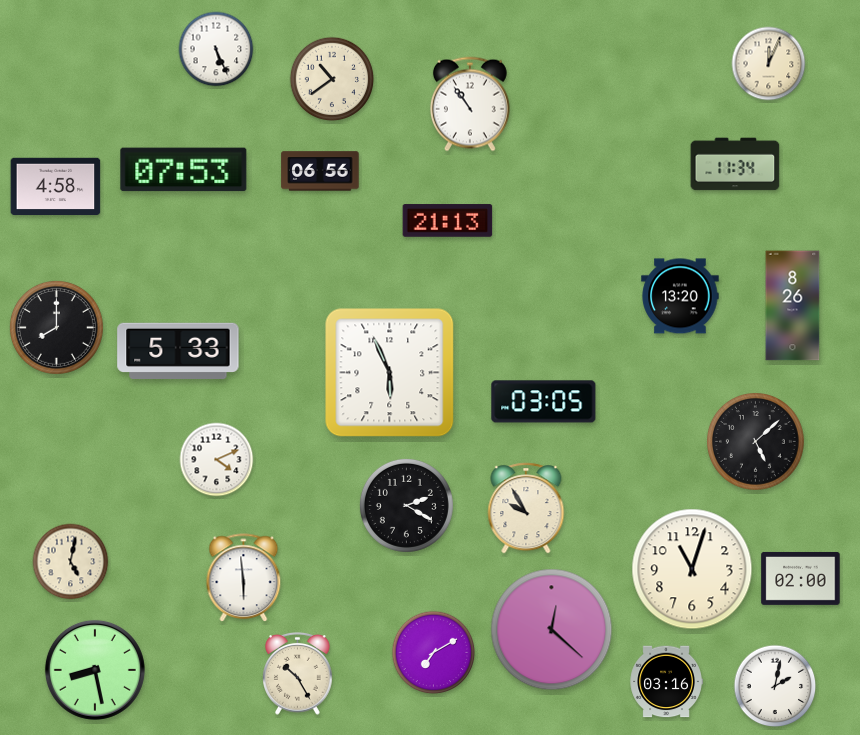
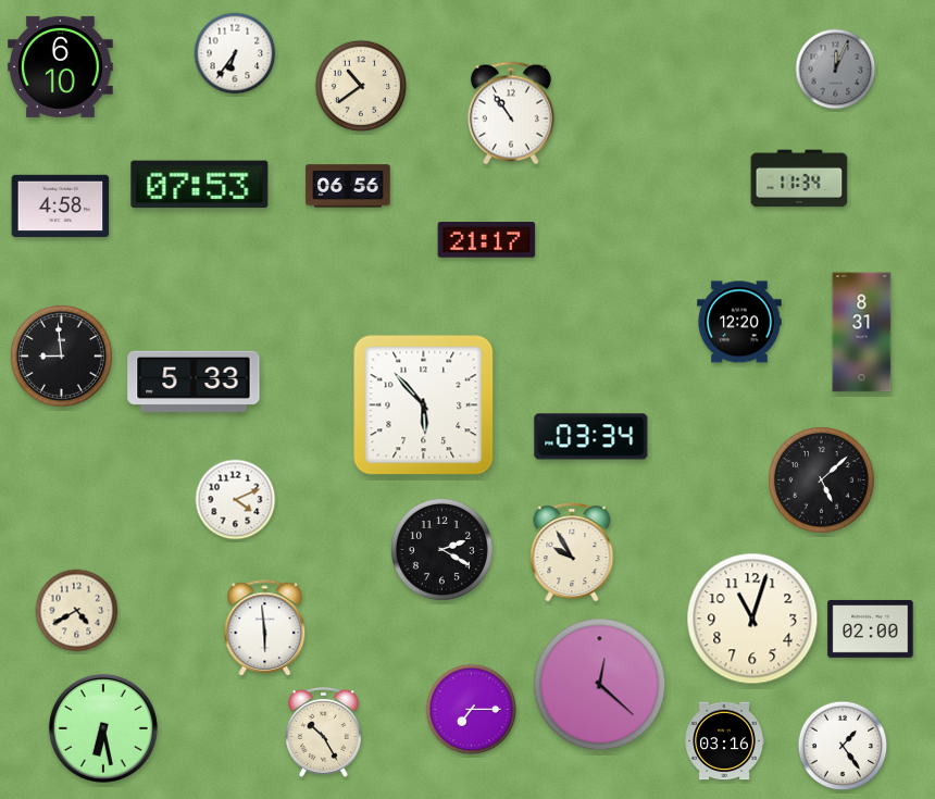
clock at (216, 49): 5:26 -> 6:36
clock at (61, 66): none -> 6:10
clock at (769, 64) dial: cream -> grey
clock at (56, 187) position: (56, 187) -> (61, 207)
clock at (448, 221): 21:13 -> 21:17
clock at (680, 296): 13:20 -> 12:20
clock at (793, 306): 8:26 -> 8:31
clock at (56, 327): 8:00 -> 8:59
clock at (390, 373): 5:56 -> 5:53
clock at (544, 402): 03:05 -> 03:34
clock at (71, 562): 5:02 -> 4:40
clock at (434, 653): 7:10 -> 7:15
clock at (95, 670): 8:28 -> 6:28
clock at (775, 686): 2:02 -> 1:24
